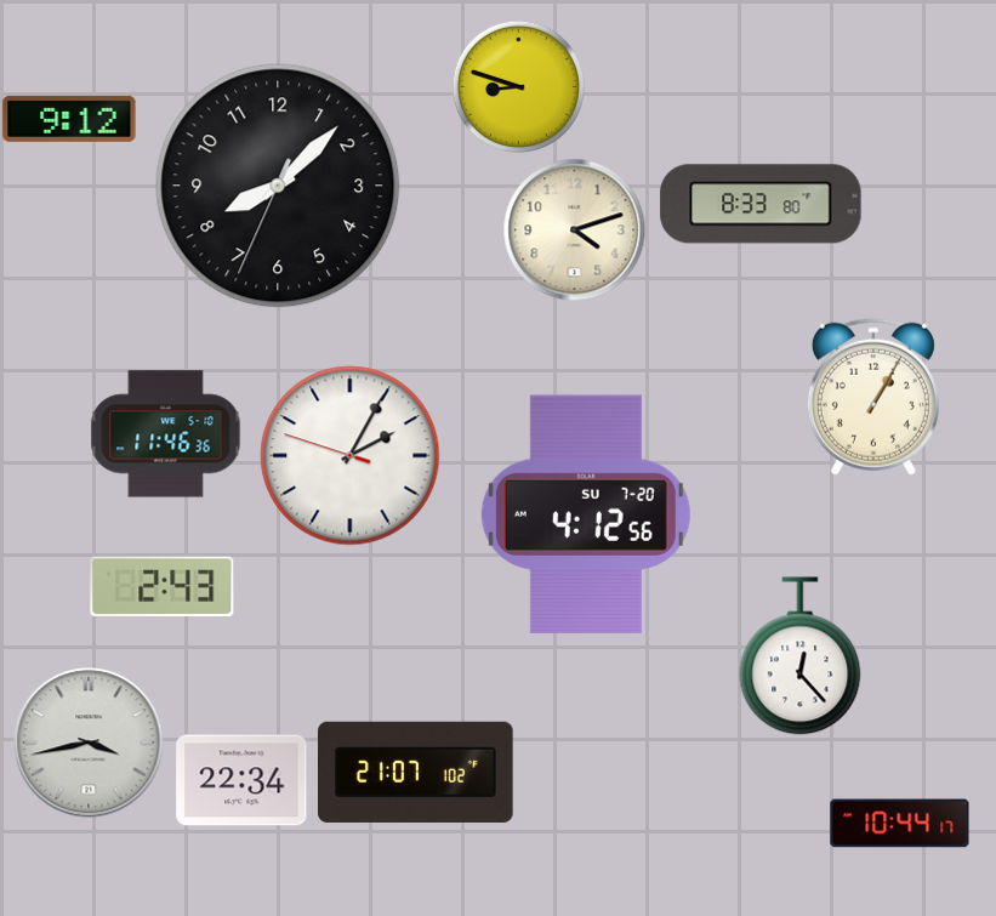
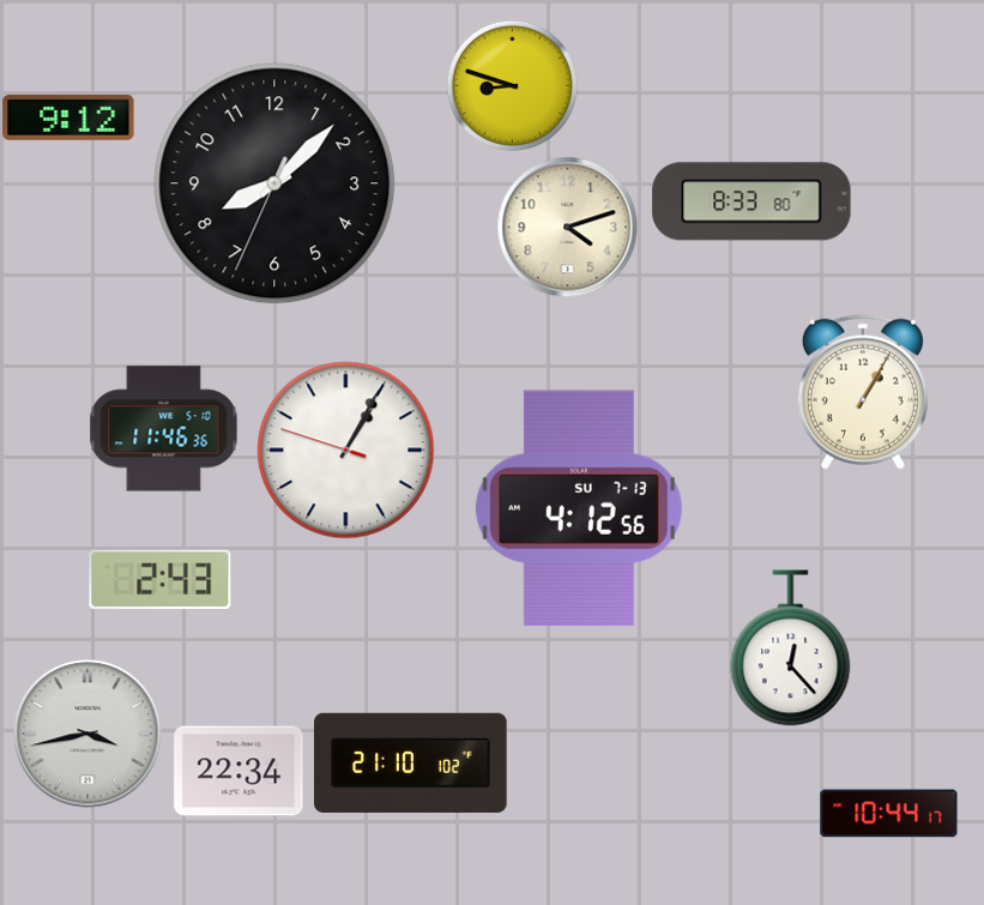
clock at (351, 456): 2:04 -> 1:04
clock at (586, 514) date: SU 7-20 -> SU 7-13
clock at (416, 772): 21:07 -> 21:10
